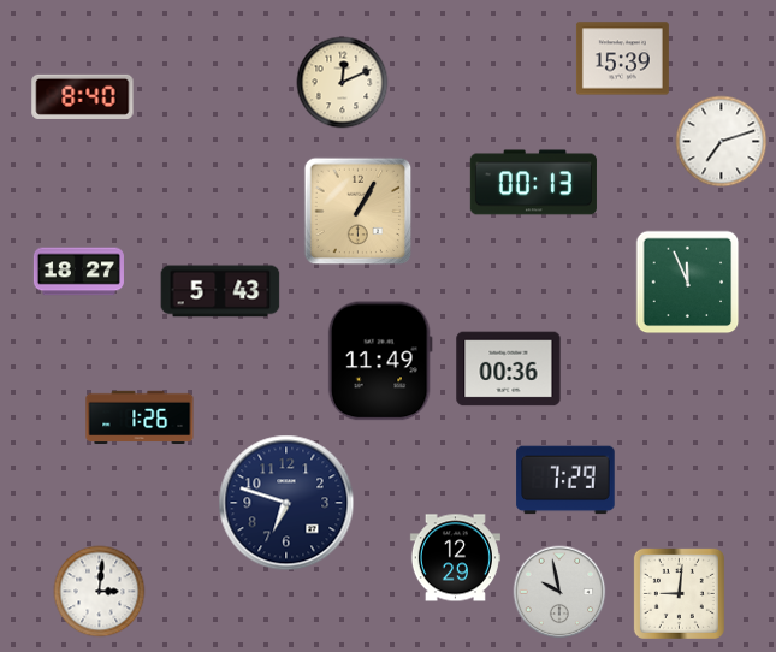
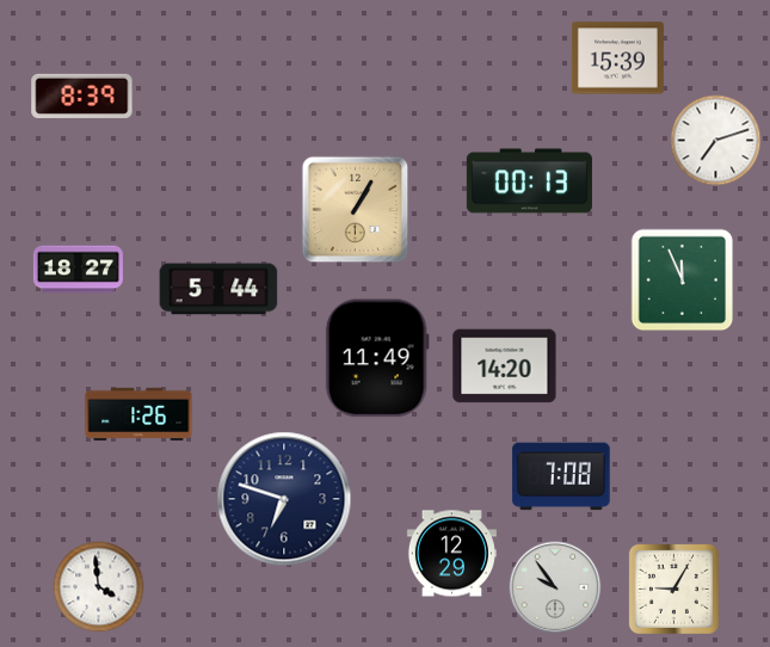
clock at (343, 83): 12:11 -> none
clock at (83, 96): 8:40 -> 8:39
clock at (220, 291): 5:43 -> 5:44
clock at (509, 369): 00:36 -> 14:20
clock at (565, 480): 7:29 -> 7:08
clock at (100, 592): 3:01 -> 3:59
clock at (559, 592): 9:58 -> 9:54
clock at (679, 593): 9:01 -> 9:05
